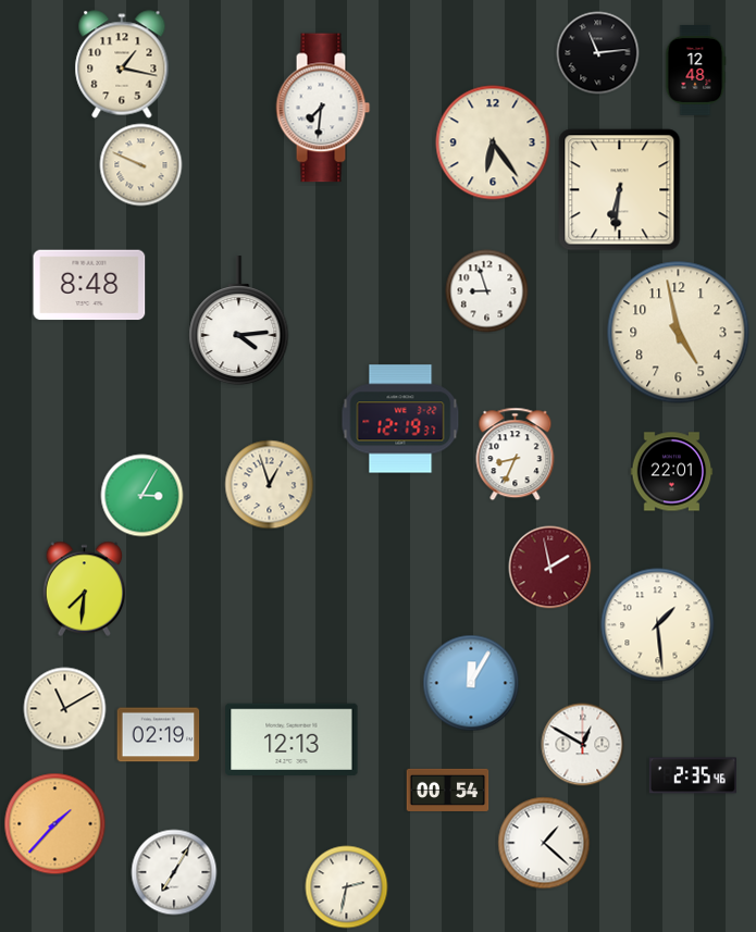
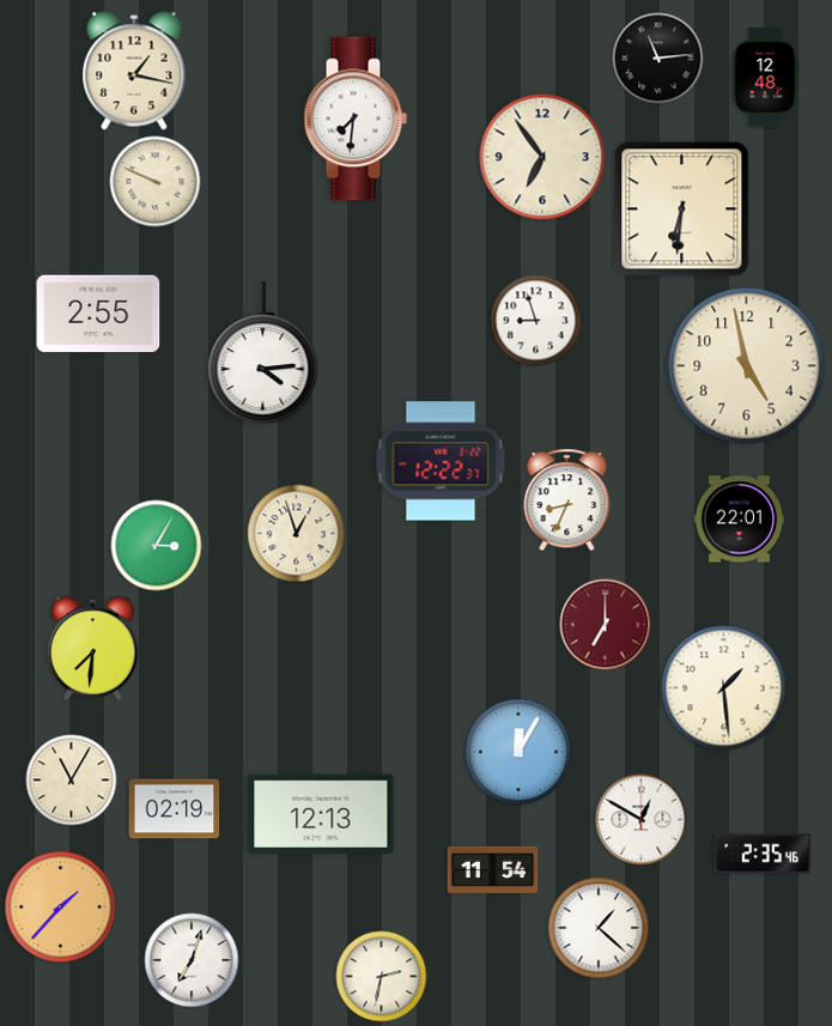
clock at (493, 142): 6:24 -> 6:54
clock at (89, 285): 8:48 -> 2:55
clock at (400, 419): 12:19 -> 12:22
clock at (550, 568): 1:58 -> 7:00
clock at (65, 709): 11:10 -> 11:05
clock at (448, 790): 00:54 -> 11:54
clock at (174, 872): 7:05 -> 7:03
